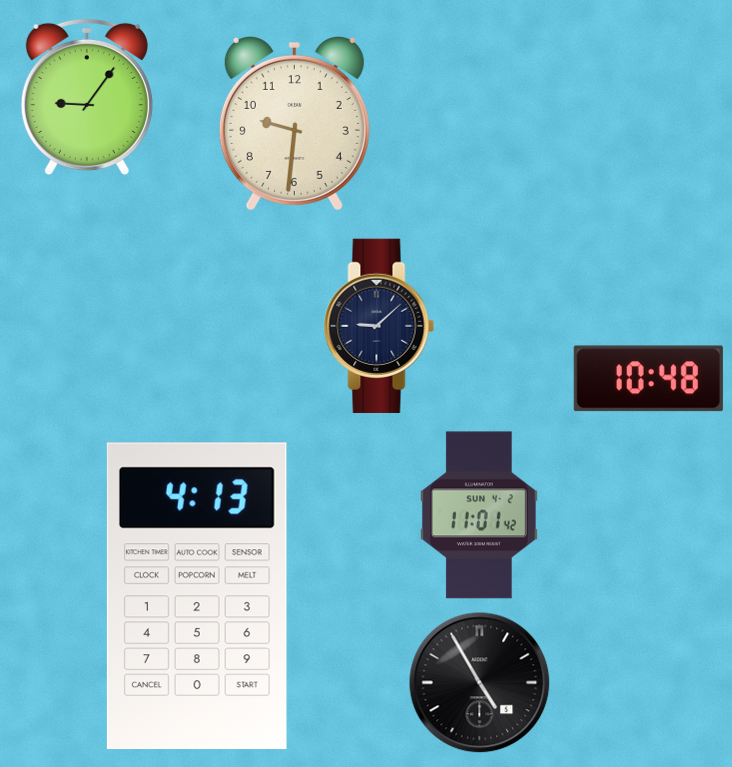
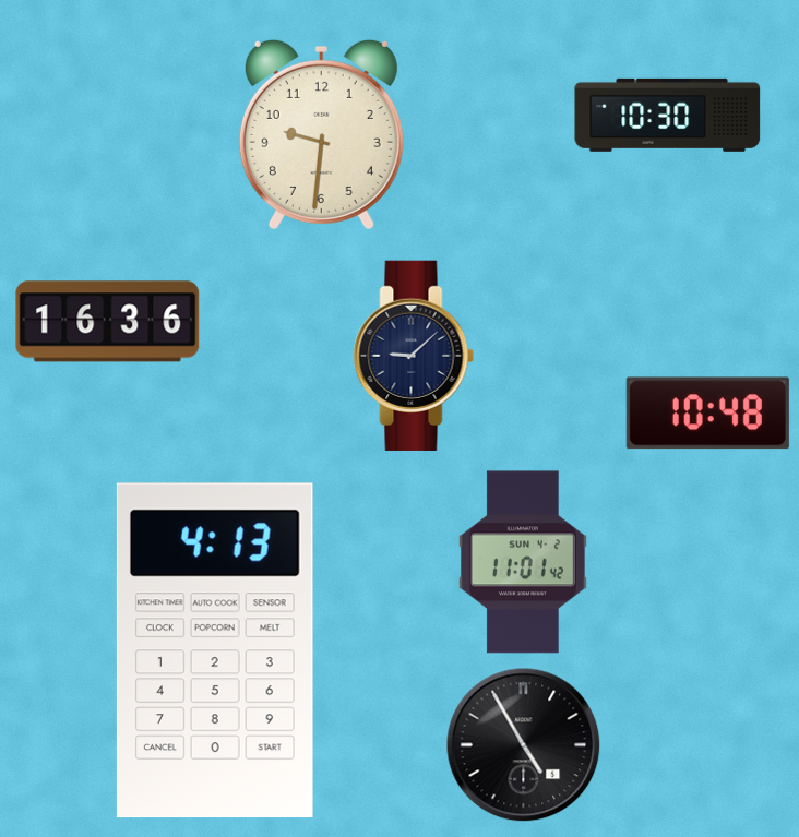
clock at (87, 97): 9:06 -> none
clock at (668, 115): none -> 10:30
clock at (108, 322): none -> 16:36
